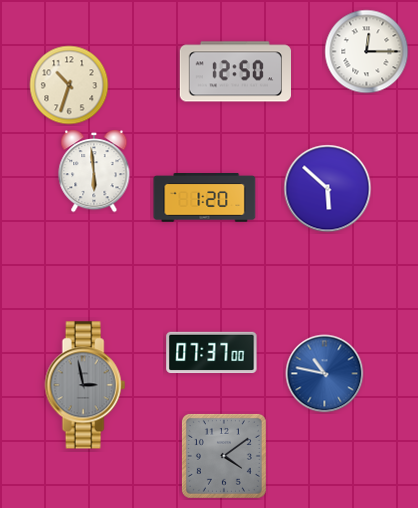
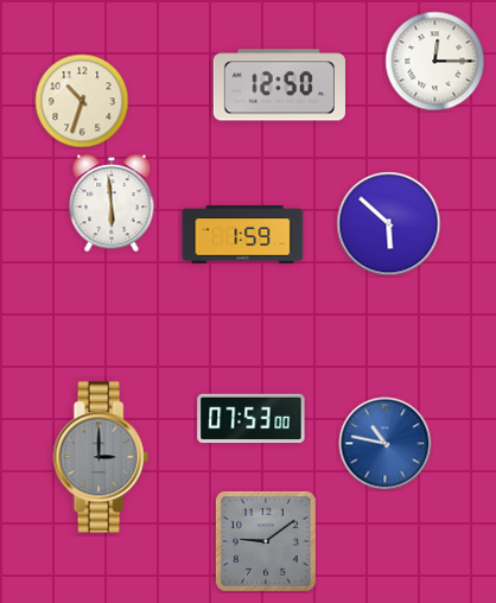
clock at (205, 198): 1:20 -> 1:59
clock at (212, 353): 07:37 -> 07:53
clock at (85, 385): 2:58 -> 3:00
clock at (224, 456): 4:09 -> 9:09
